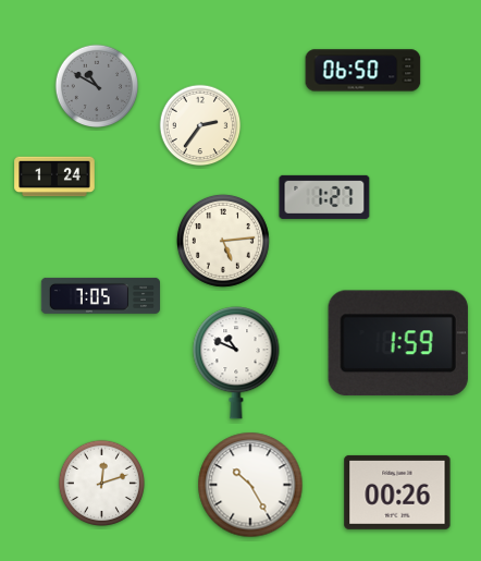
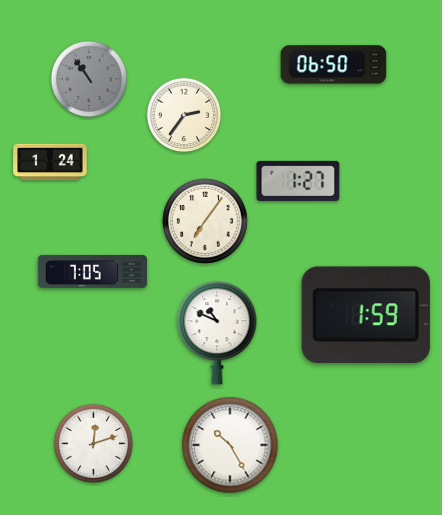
clock at (97, 86): 10:50 -> 10:54
clock at (223, 241): 5:14 -> 7:06
clock at (397, 492): 00:26 -> none
